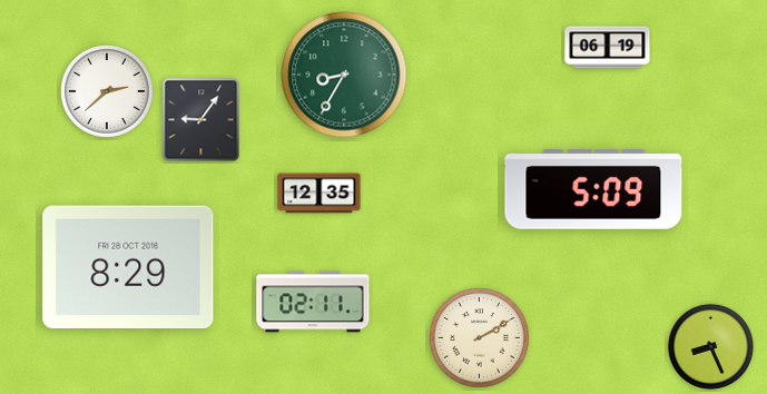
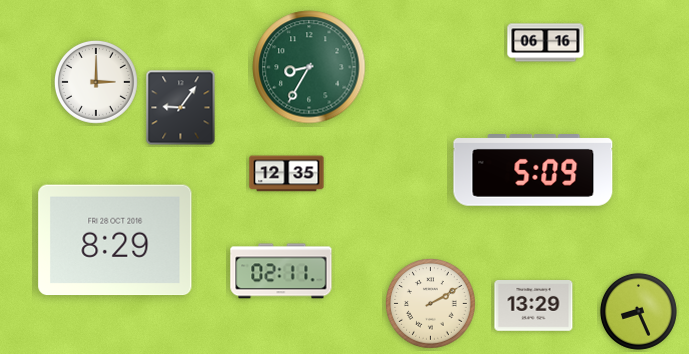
clock at (608, 48): 06:19 -> 06:16
clock at (108, 92): 2:38 -> 3:00
clock at (534, 306): none -> 13:29
